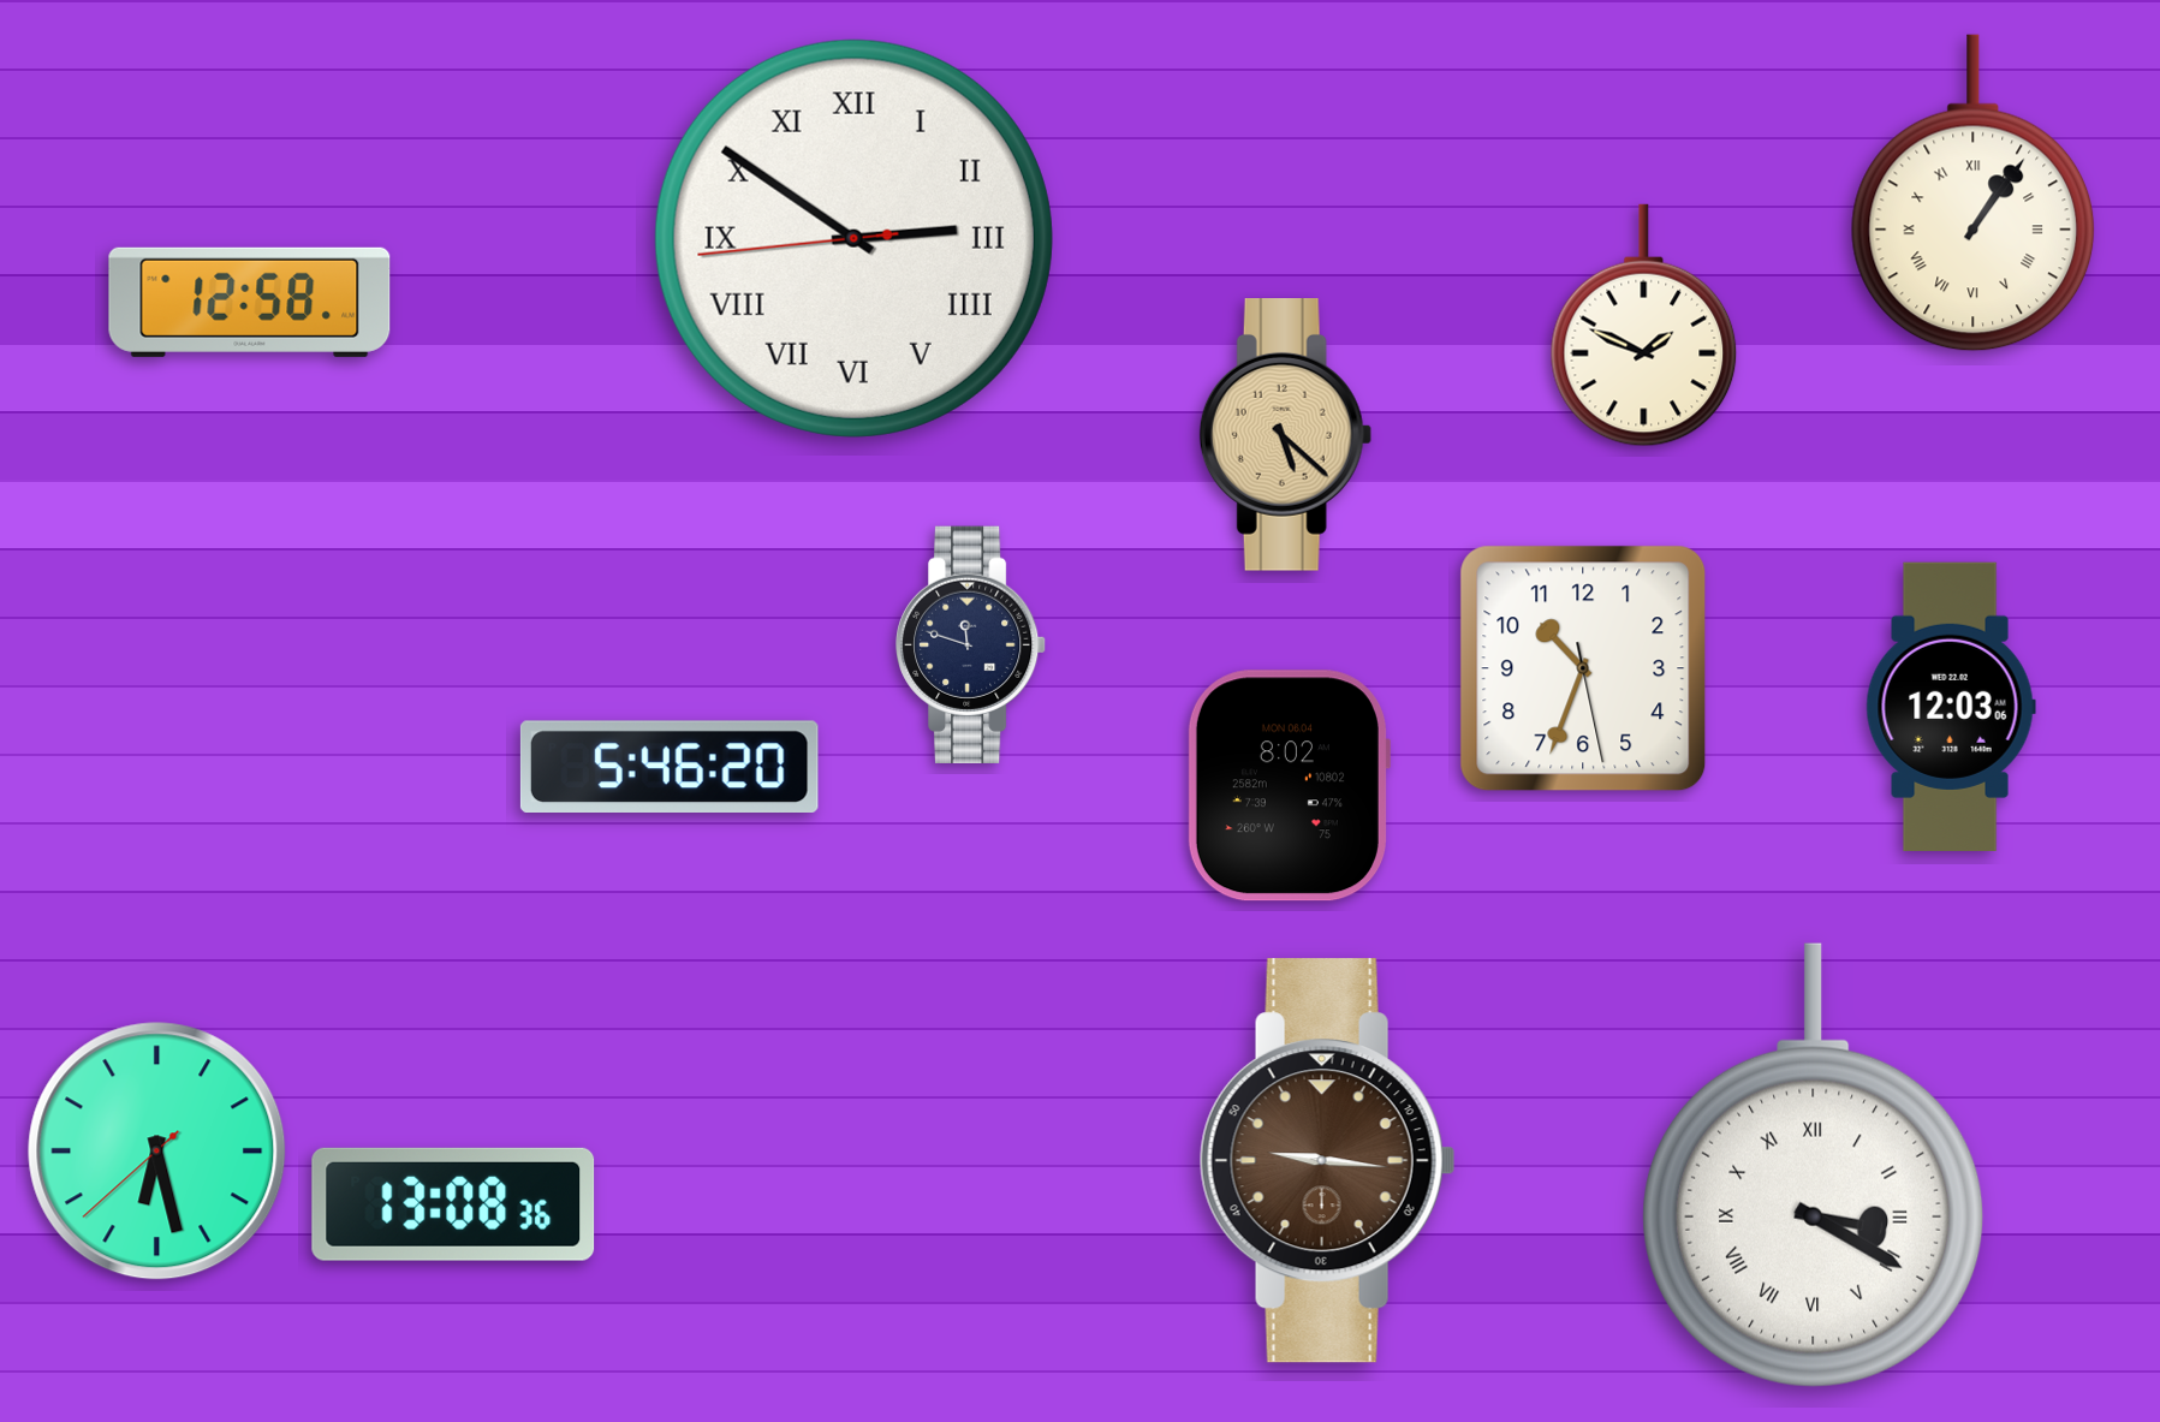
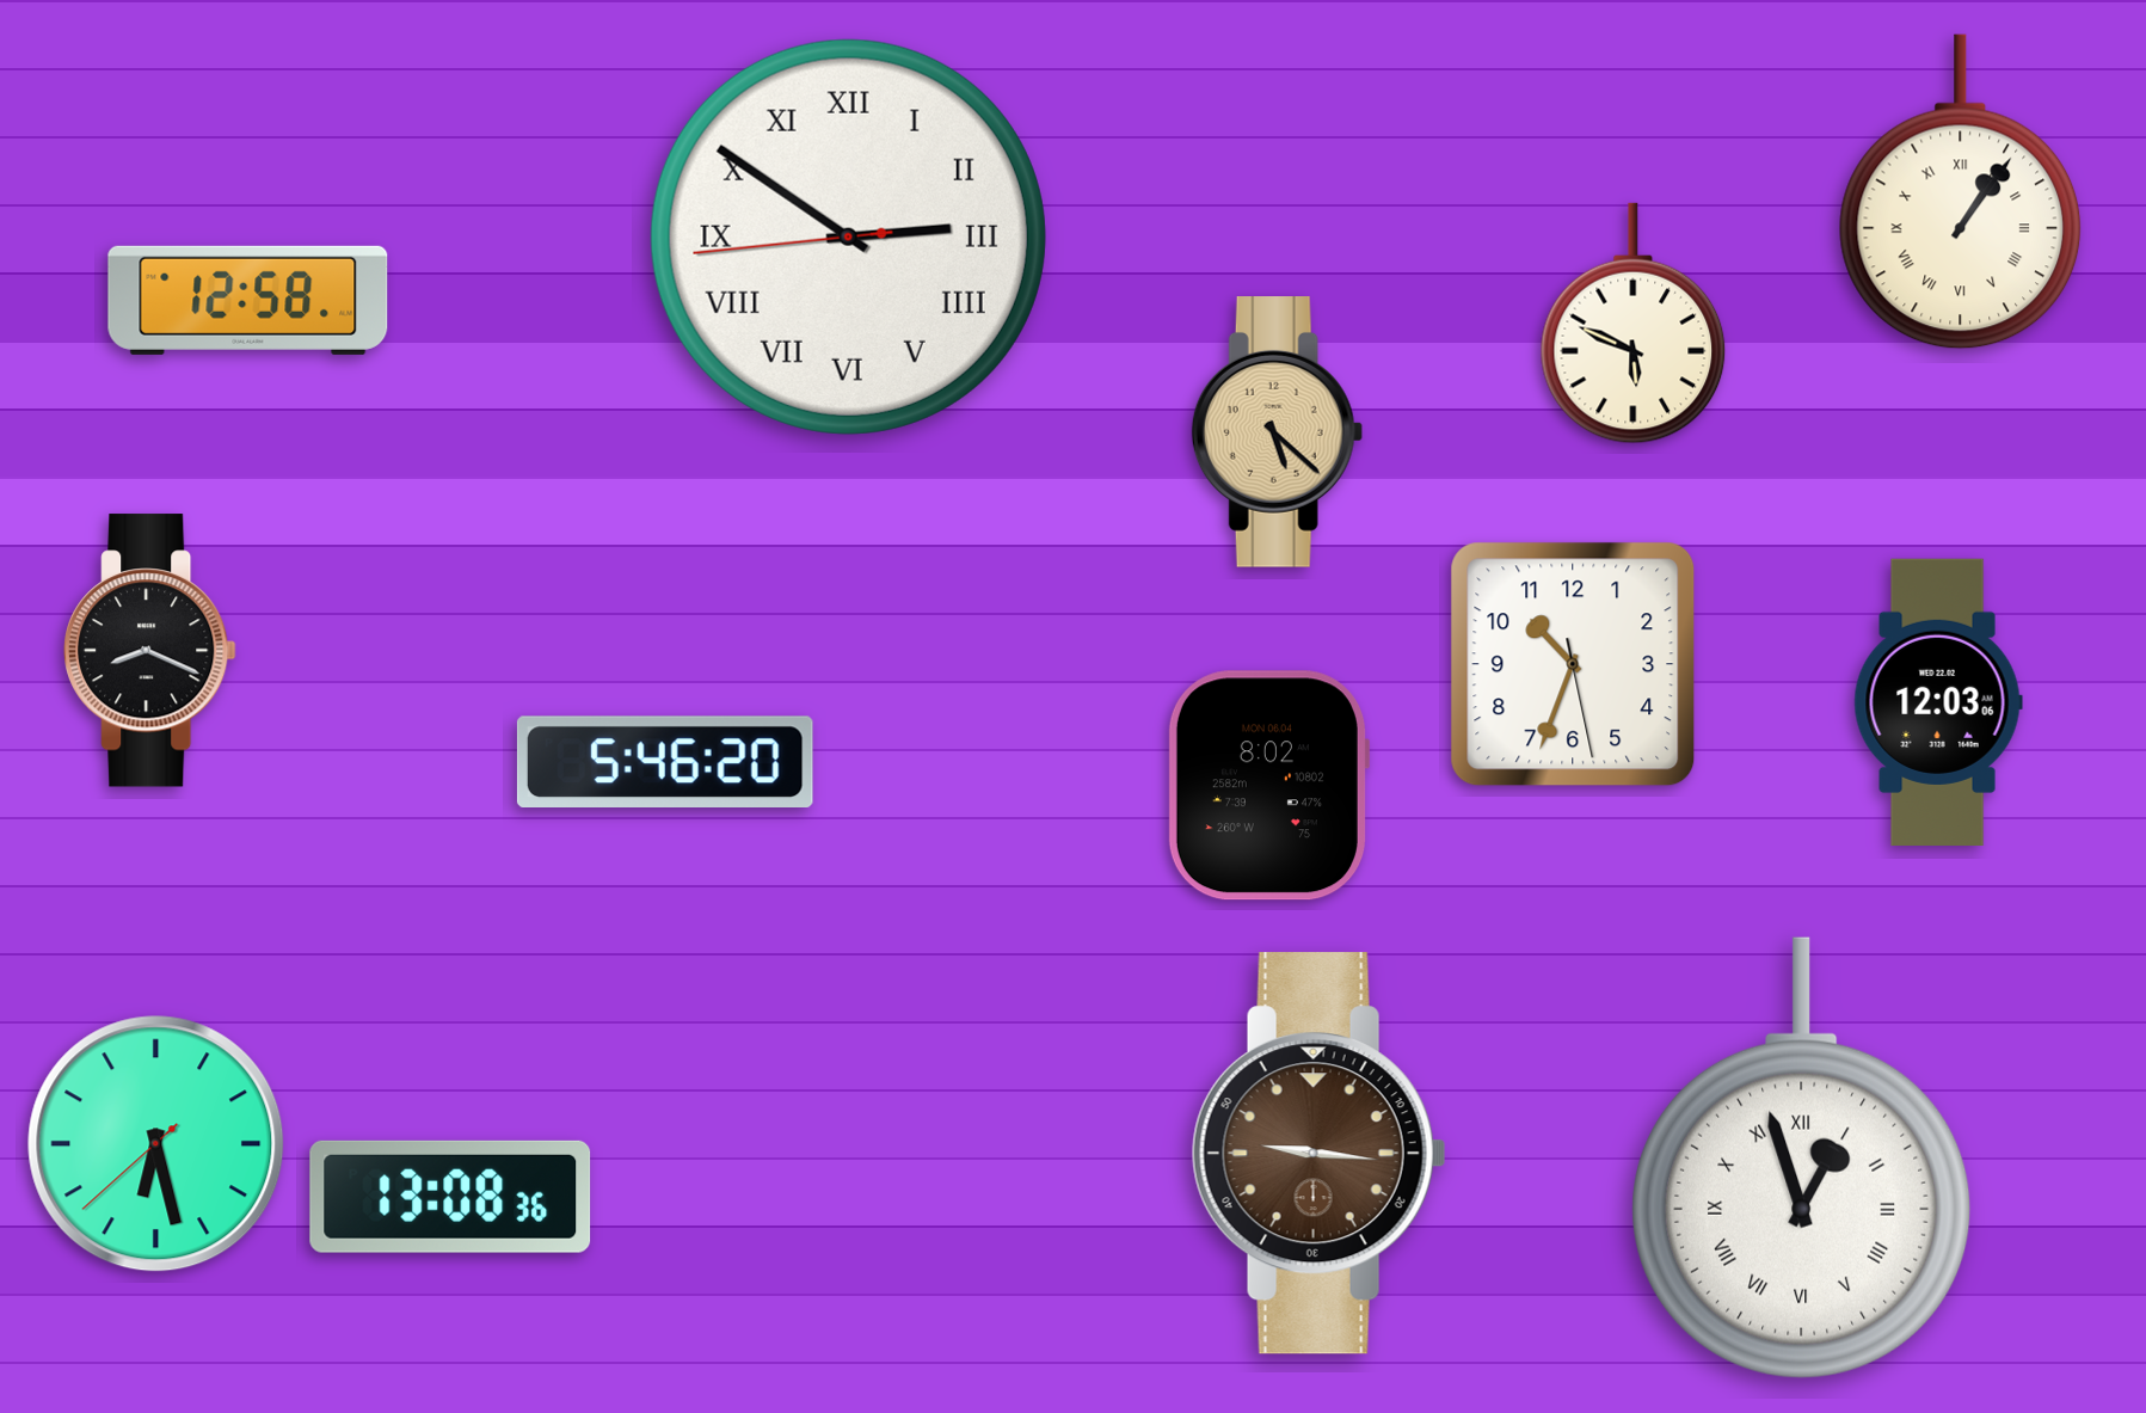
clock at (1644, 326): 1:49 -> 5:49
clock at (972, 644): 11:48 -> none
clock at (150, 651): none -> 8:19
clock at (1287, 786) position: (1287, 786) -> (1267, 786)
clock at (1814, 1166): 3:20 -> 12:57
